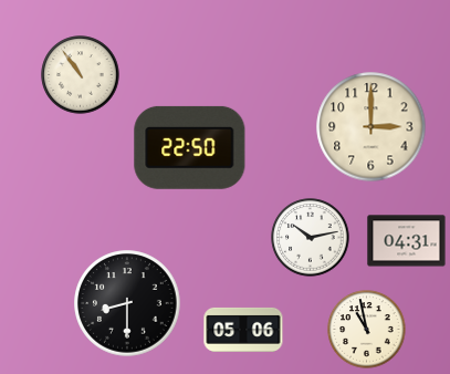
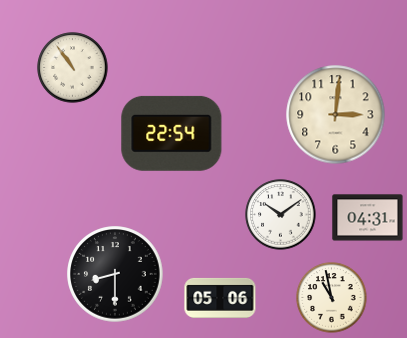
clock at (371, 127): 3:00 -> 3:01
clock at (190, 147): 22:50 -> 22:54
clock at (311, 238): 10:13 -> 10:09
